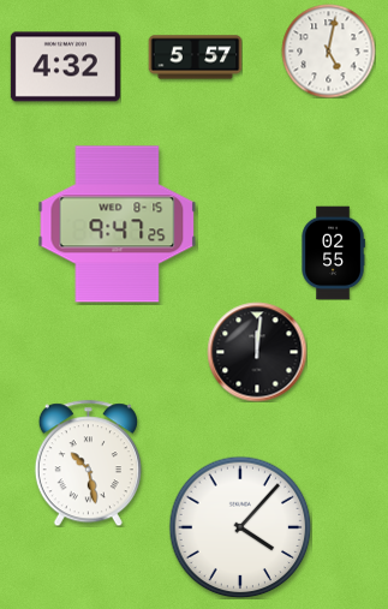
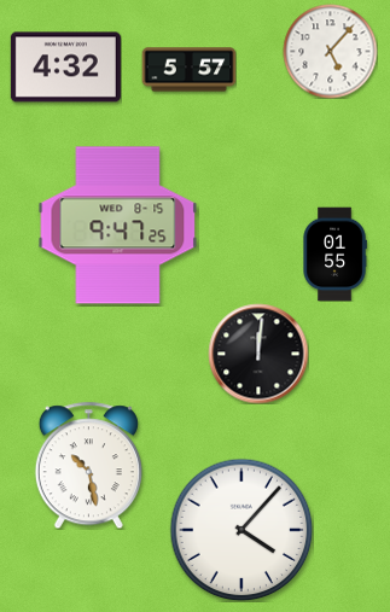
clock at (328, 50): 5:02 -> 5:07
clock at (195, 58) position: (195, 58) -> (188, 70)
clock at (333, 252): 02:55 -> 01:55
